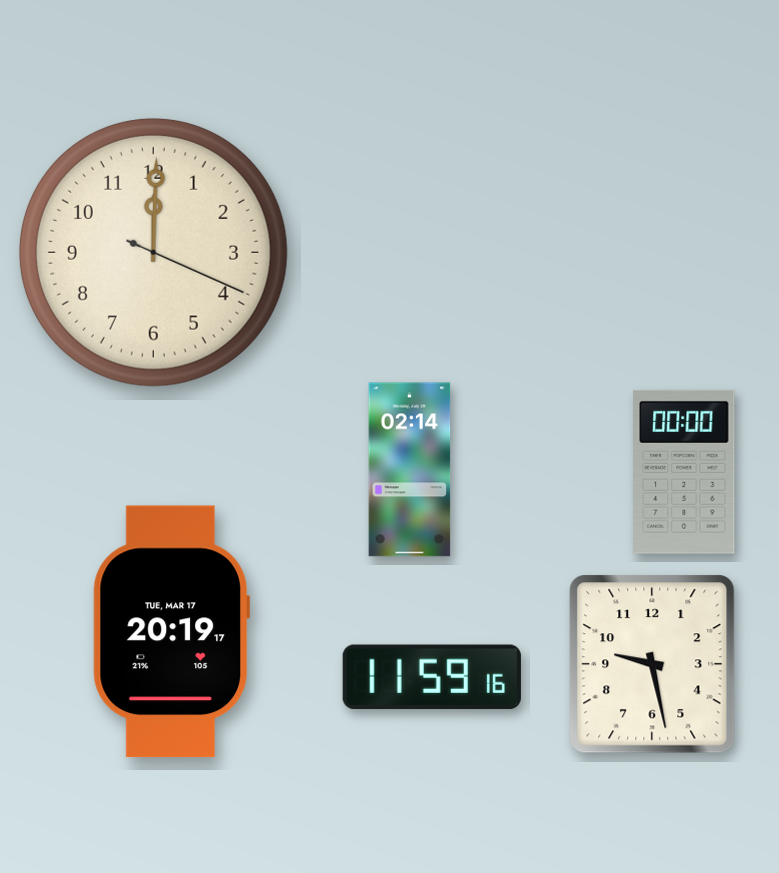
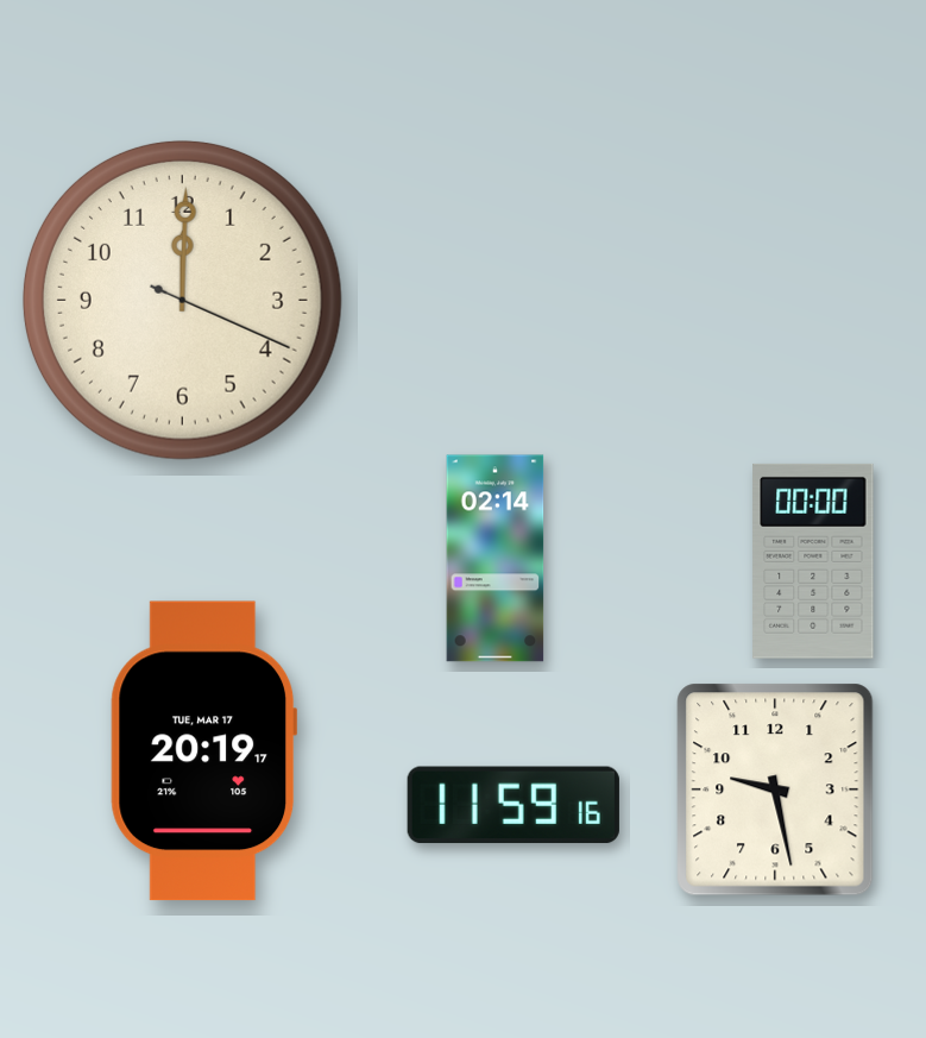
clock at (410, 470) position: (410, 470) -> (496, 559)
